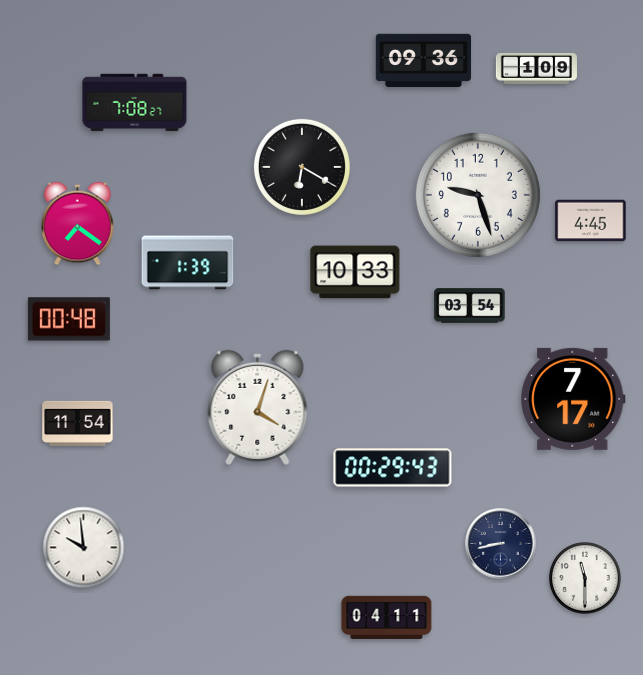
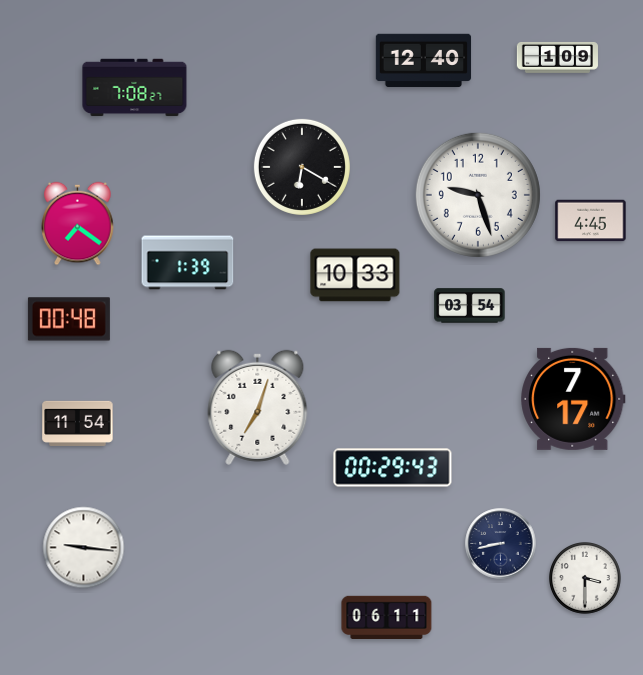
clock at (424, 61): 09:36 -> 12:40
clock at (536, 68) position: (536, 68) -> (557, 57)
clock at (135, 103) position: (135, 103) -> (135, 88)
clock at (355, 272) position: (355, 272) -> (355, 275)
clock at (258, 407): 4:03 -> 7:03
clock at (84, 548): 9:59 -> 9:16
clock at (586, 579): 11:30 -> 3:30
clock at (387, 617): 04:11 -> 06:11
